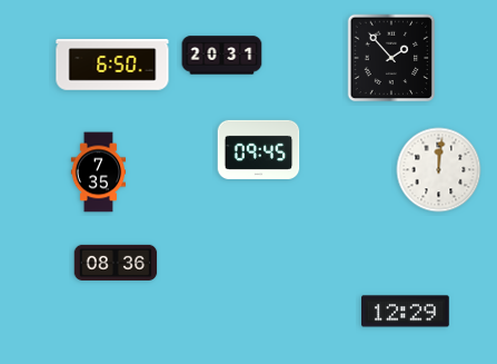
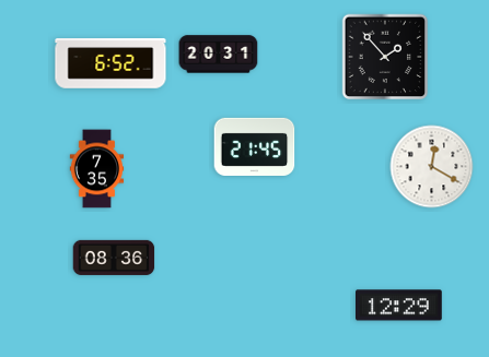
clock at (112, 65): 6:50 -> 6:52
clock at (259, 149): 09:45 -> 21:45
clock at (439, 170): 12:01 -> 12:20
